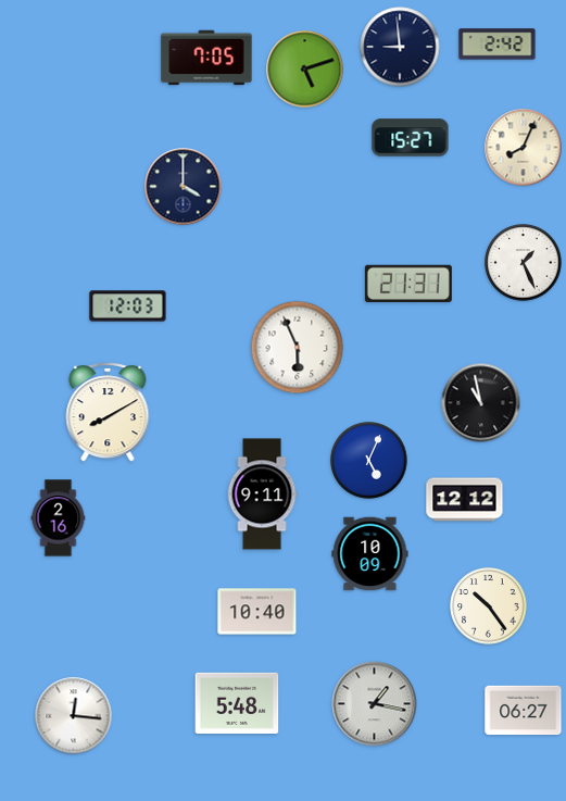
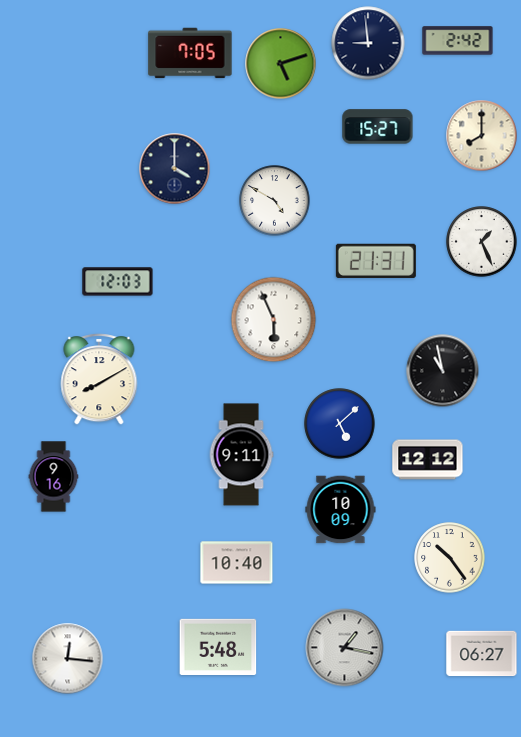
clock at (524, 148): 8:04 -> 8:00
clock at (184, 187) position: (184, 187) -> (175, 169)
clock at (275, 201): none -> 4:50
clock at (369, 461): 5:04 -> 5:08
clock at (59, 518): 2:16 -> 9:16
